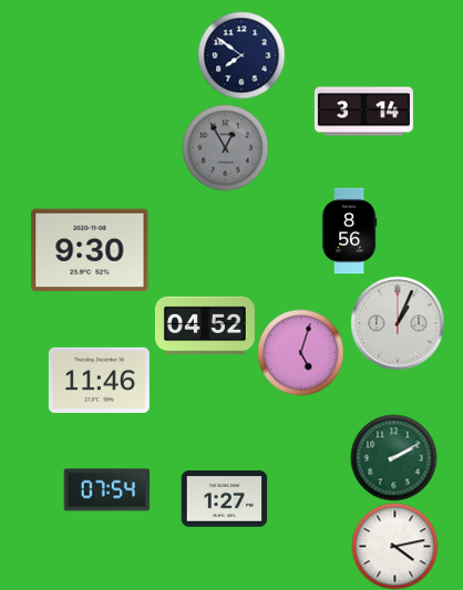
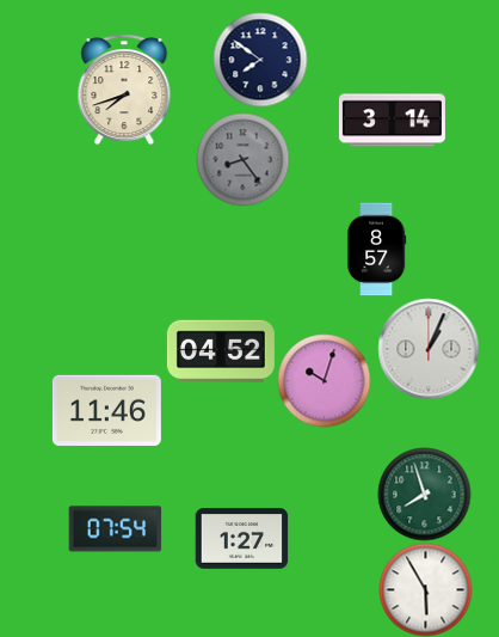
clock at (124, 90): none -> 7:42
clock at (225, 147): 12:55 -> 8:24
clock at (349, 230): 8:56 -> 8:57
clock at (90, 250): 9:30 -> none
clock at (300, 352): 5:03 -> 10:03
clock at (393, 457): 2:10 -> 7:57
clock at (394, 546): 4:13 -> 5:55
